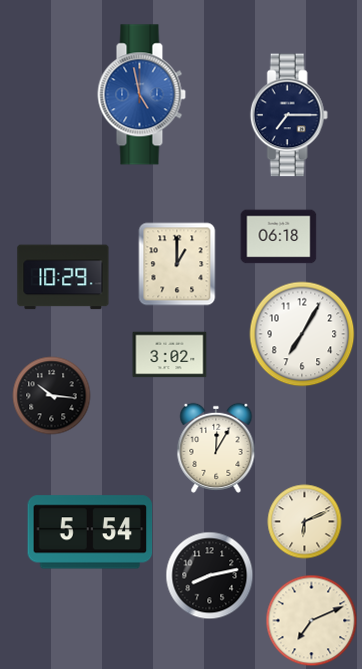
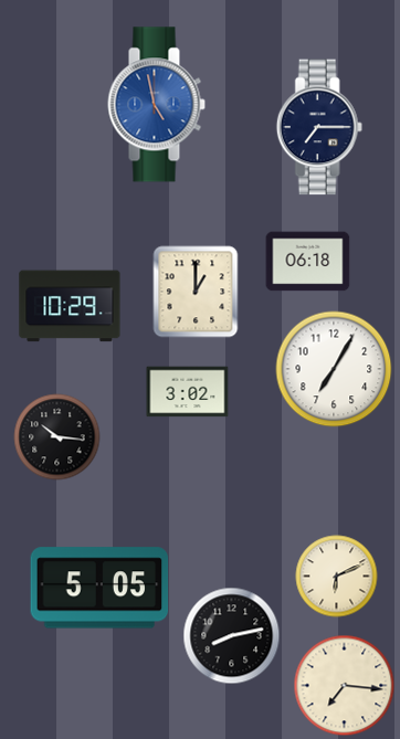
clock at (216, 448): 12:05 -> none
clock at (90, 532): 5:54 -> 5:05
clock at (312, 621): 7:11 -> 7:16
